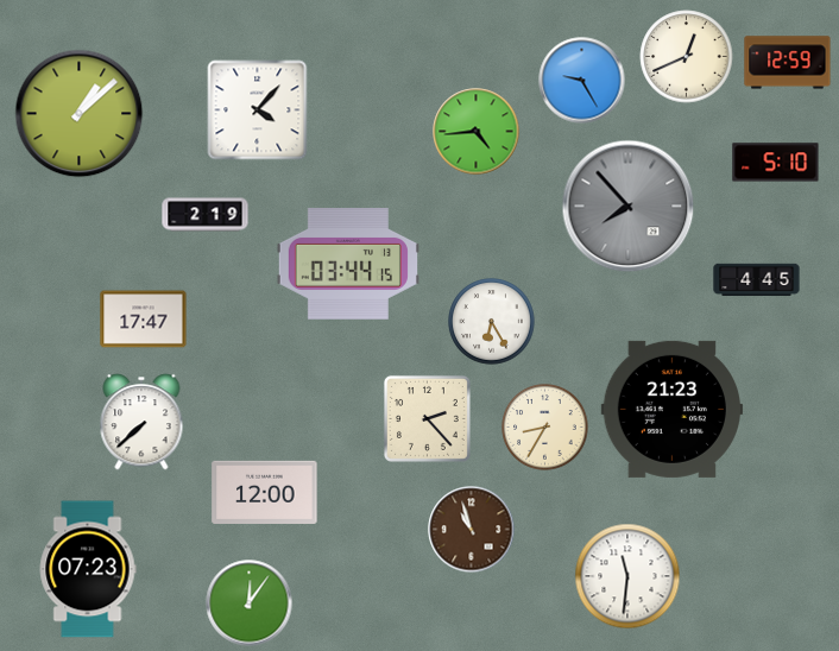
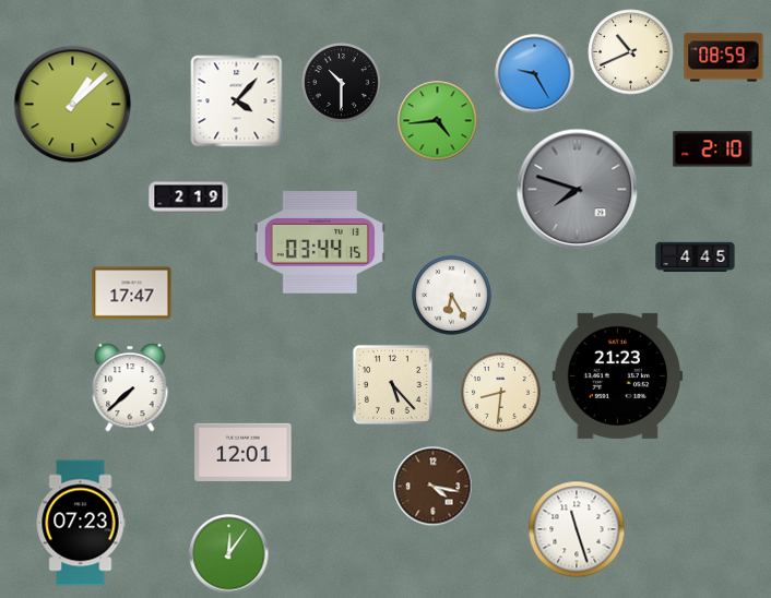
clock at (687, 57): 12:41 -> 10:41
clock at (788, 63): 12:59 -> 08:59
clock at (342, 83): none -> 10:30
clock at (776, 163): 5:10 -> 2:10
clock at (629, 207): 7:53 -> 7:48
clock at (427, 418): 2:23 -> 5:23
clock at (545, 428): 8:35 -> 8:31
clock at (265, 492): 12:00 -> 12:01
clock at (472, 530): 10:57 -> 4:17
clock at (627, 576): 11:31 -> 11:27
